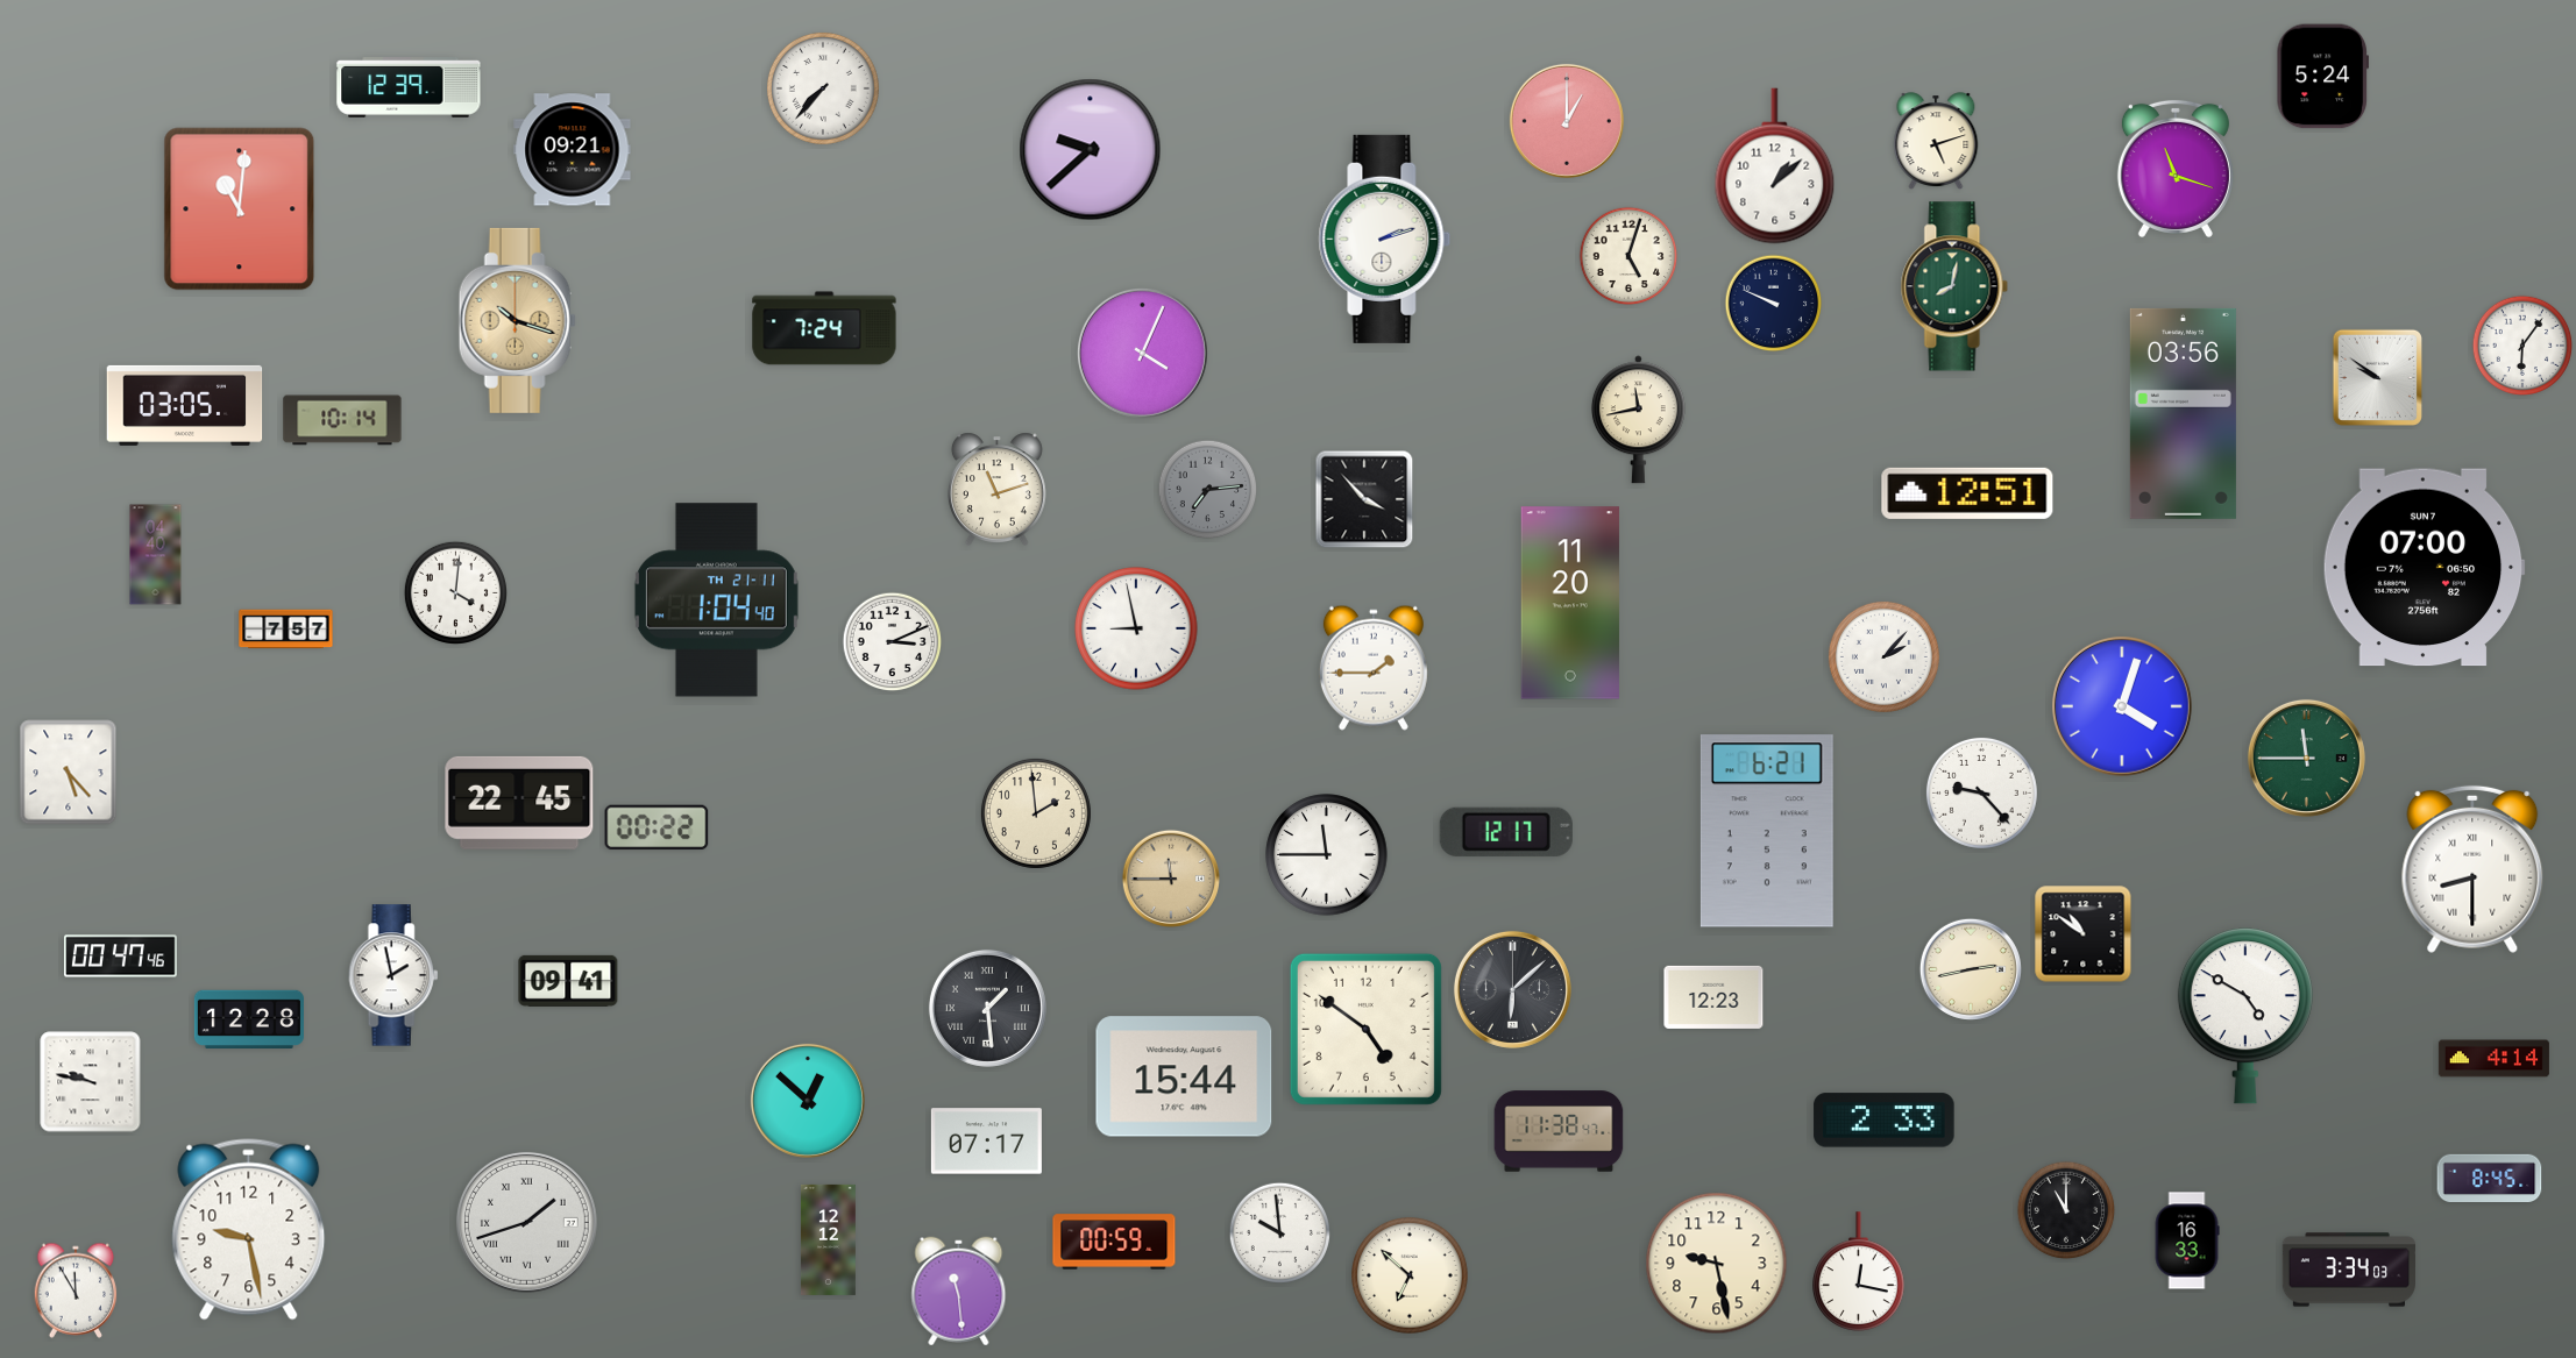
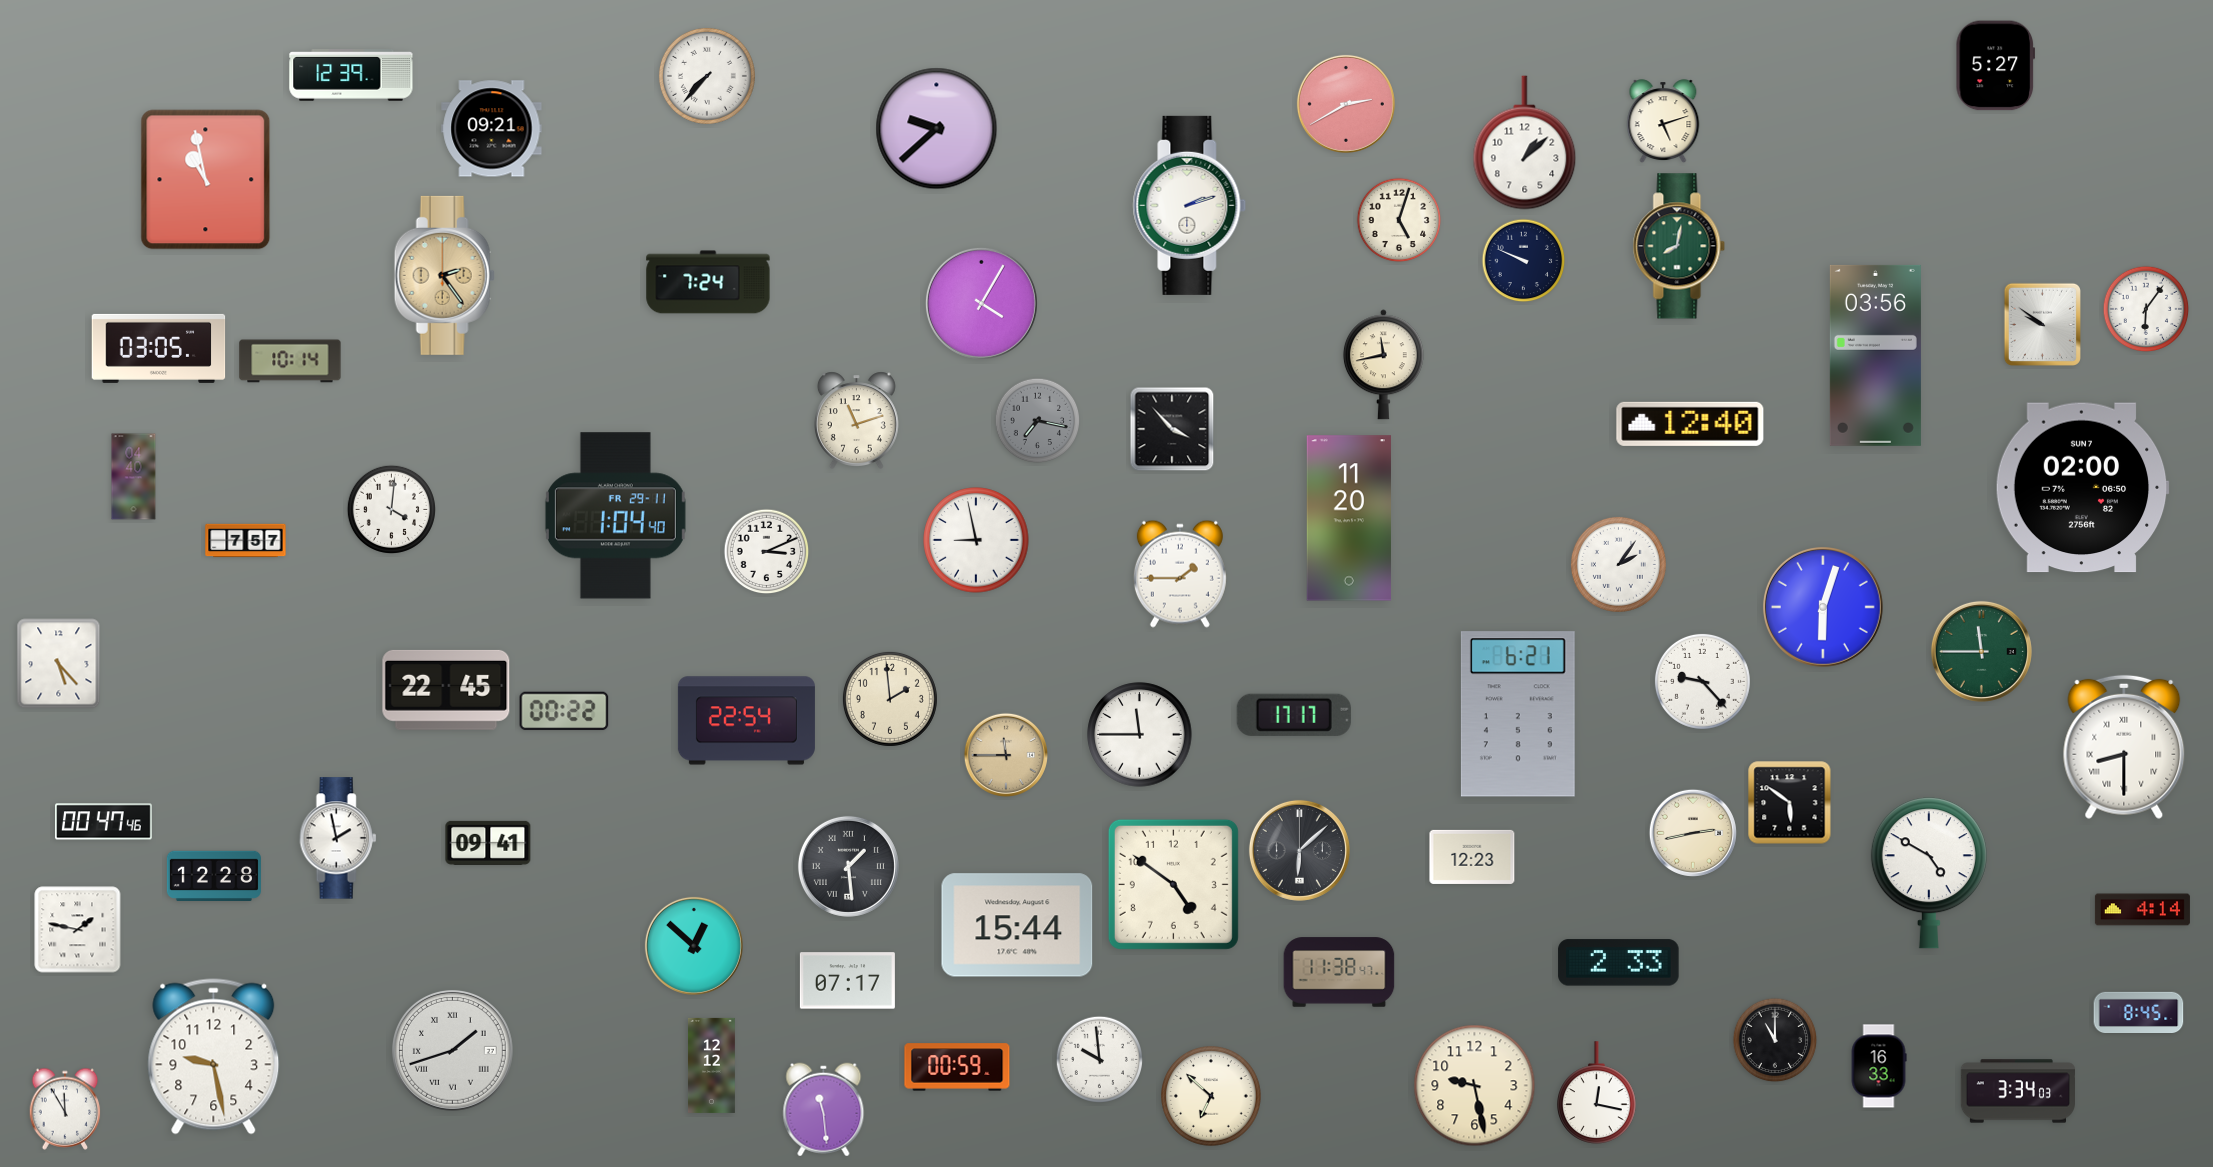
clock at (2322, 77): 5:24 -> 5:27
clock at (1567, 121): 1:00 -> 2:40
clock at (2176, 169): 11:18 -> none
clock at (240, 209): 11:01 -> 10:58
clock at (517, 320): 10:18 -> 2:24
clock at (2522, 346) position: (2522, 346) -> (2146, 309)
clock at (1142, 353): 4:04 -> 4:05
clock at (342, 420) position: (342, 420) -> (290, 361)
clock at (1638, 420) position: (1638, 420) -> (1383, 365)
clock at (1208, 490): 7:14 -> 7:17
clock at (1967, 493): 12:51 -> 12:40
clock at (2424, 568): 07:00 -> 02:00
clock at (716, 600) date: TH 21-11 -> FR 29-11
clock at (1883, 656): 2:07 -> 2:06
clock at (2122, 706): 4:03 -> 6:03
clock at (1506, 832): 12:17 -> 17:17
clock at (746, 721): none -> 22:54
clock at (2084, 934): 10:51 -> 5:51
clock at (91, 1082): 9:47 -> 1:47
